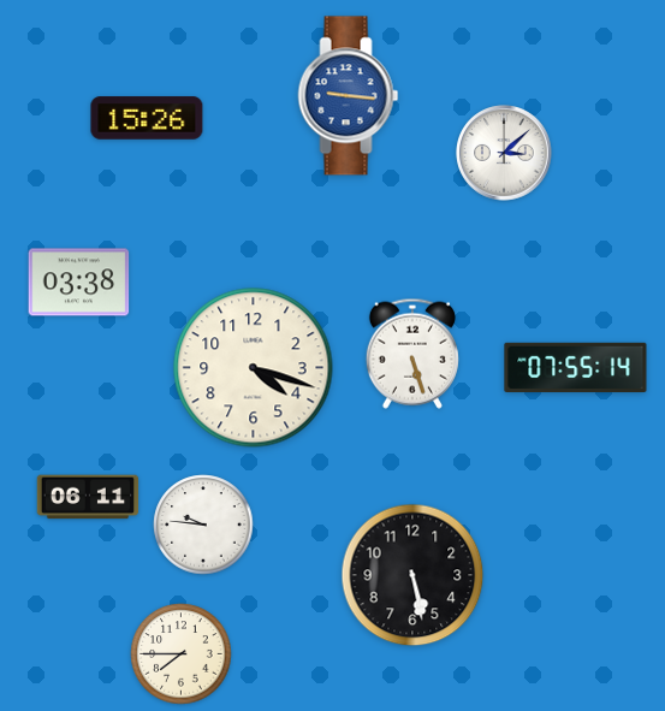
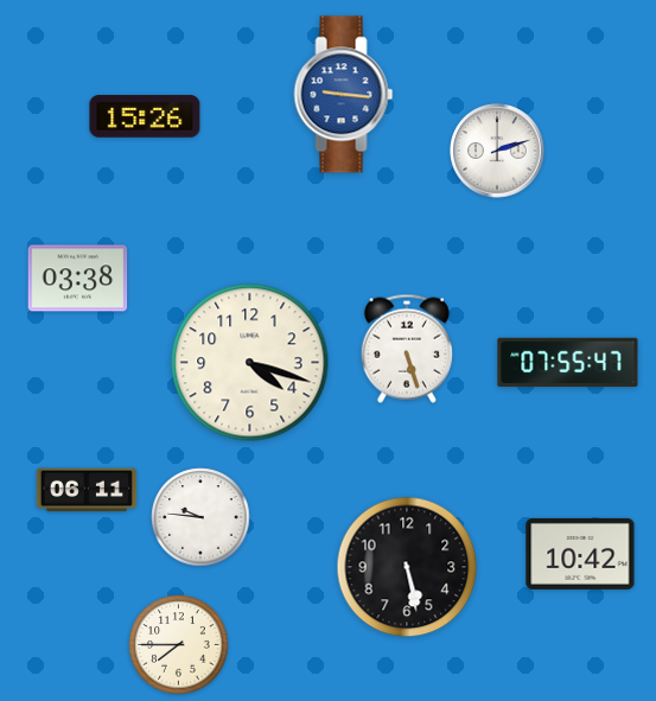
clock at (504, 153): 3:08 -> 2:12
clock at (576, 368): 07:55:14 -> 07:55:47
clock at (580, 554): none -> 10:42
